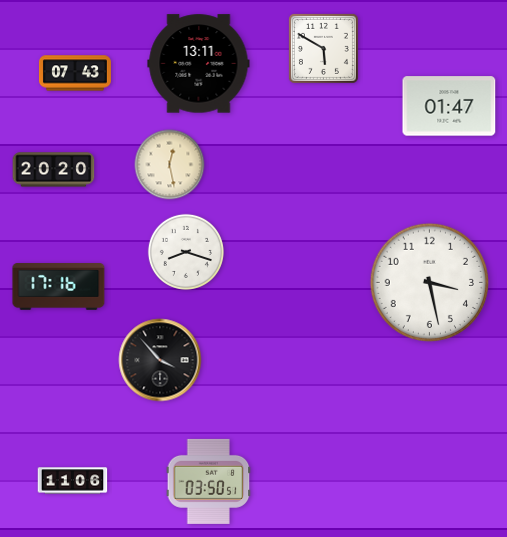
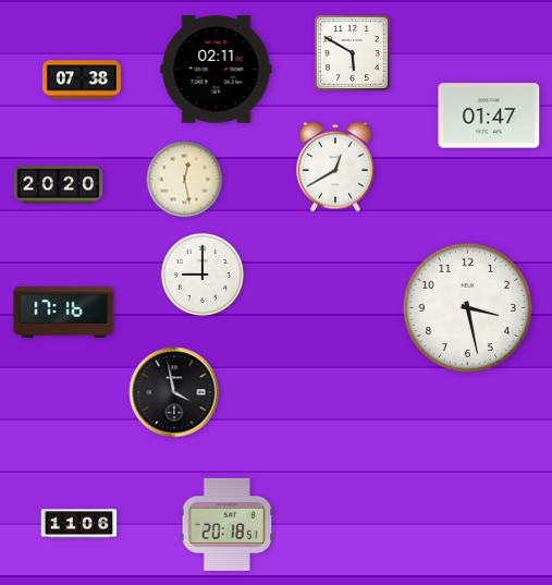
clock at (199, 64): 13:11 -> 02:11
clock at (75, 73): 07:43 -> 07:38
clock at (335, 167): none -> 12:40
clock at (186, 252): 8:18 -> 9:00
clock at (160, 360): 3:53 -> 3:58
clock at (209, 481): 03:50 -> 20:18
